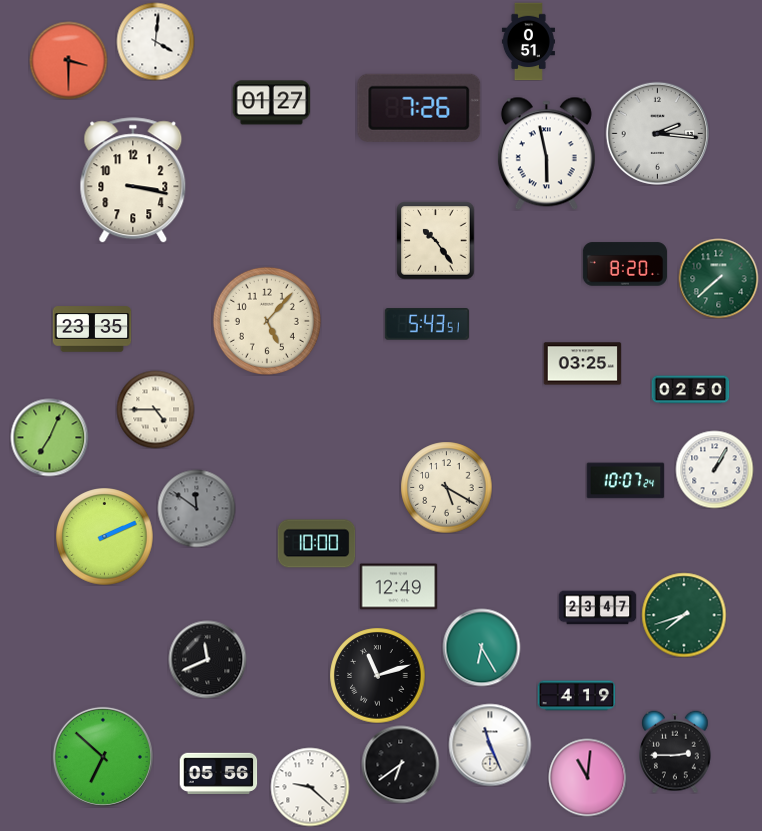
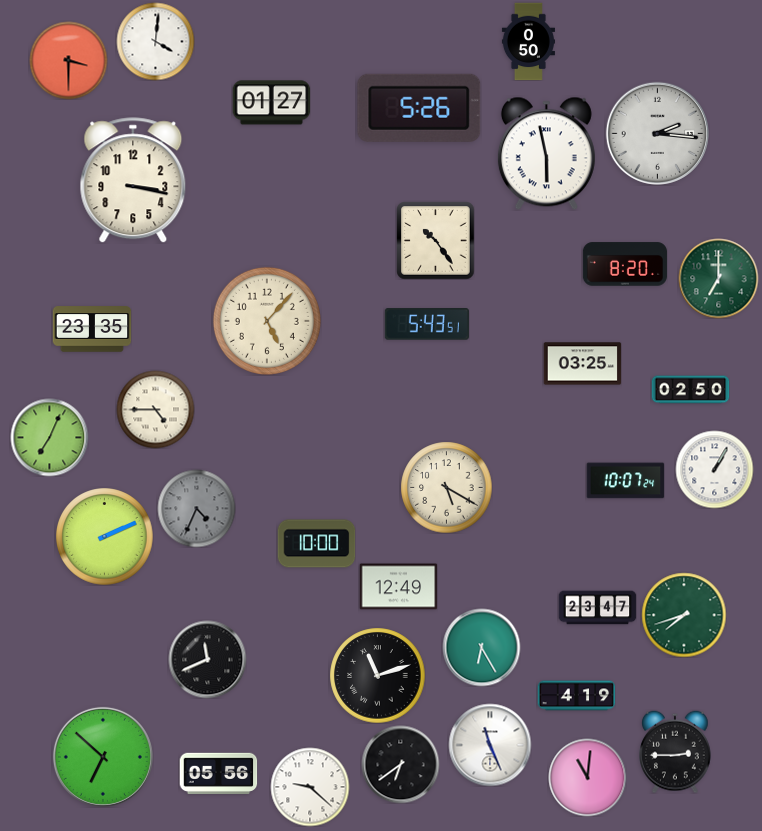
clock at (528, 41): 0:51 -> 0:50
clock at (419, 108): 7:26 -> 5:26
clock at (718, 278): 7:38 -> 7:00
clock at (196, 508): 11:51 -> 4:34
